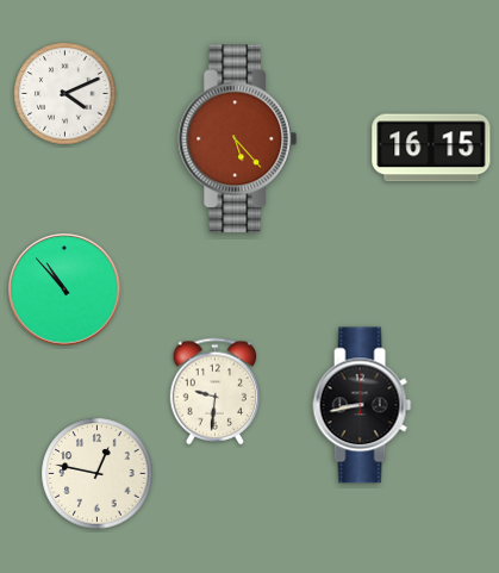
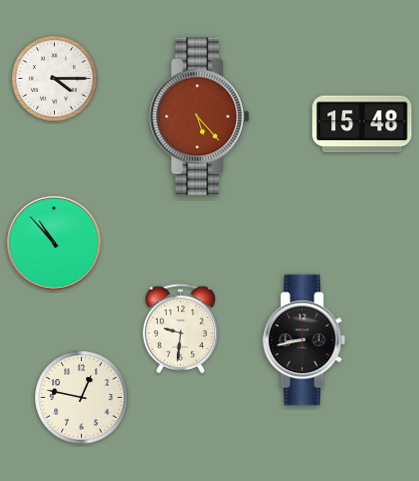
clock at (66, 94): 4:11 -> 4:15
clock at (431, 148): 16:15 -> 15:48
